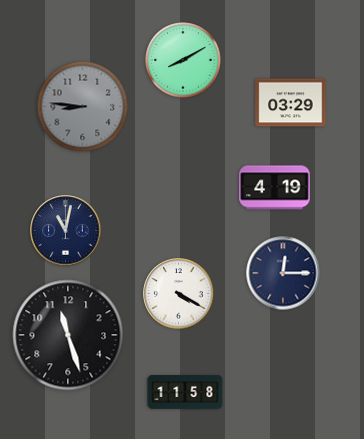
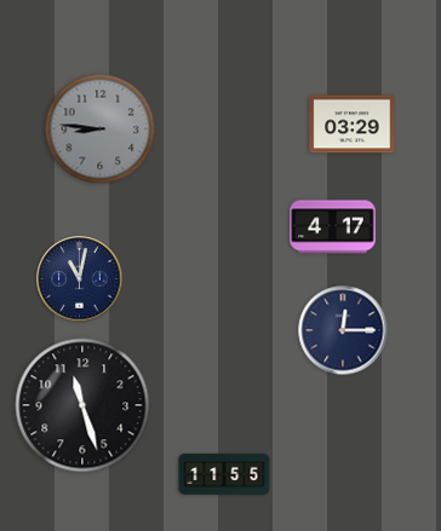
clock at (183, 60): 8:10 -> none
clock at (275, 188): 4:19 -> 4:17
clock at (179, 294): 4:20 -> none
clock at (185, 392): 11:58 -> 11:55
